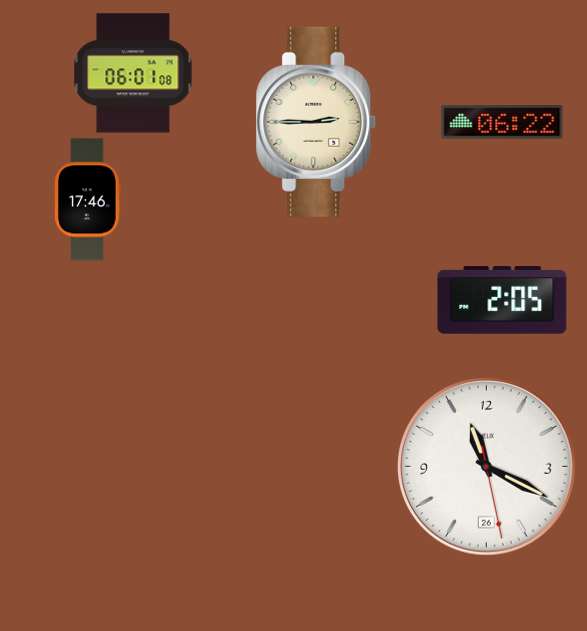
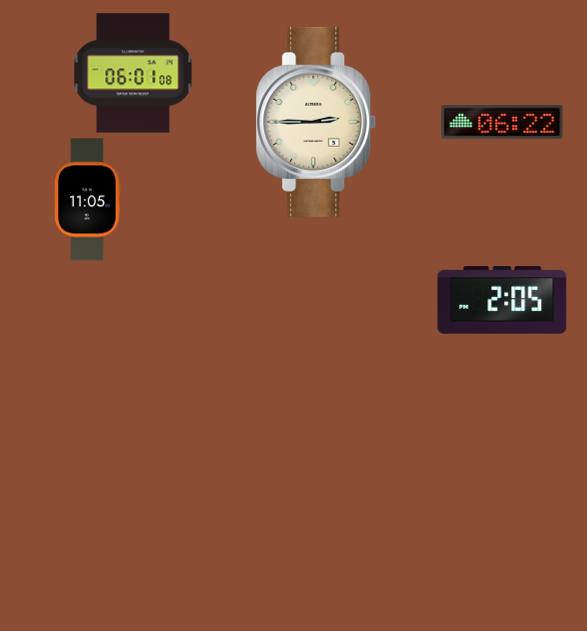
clock at (88, 200): 17:46 -> 11:05
clock at (487, 467): 11:19 -> none
